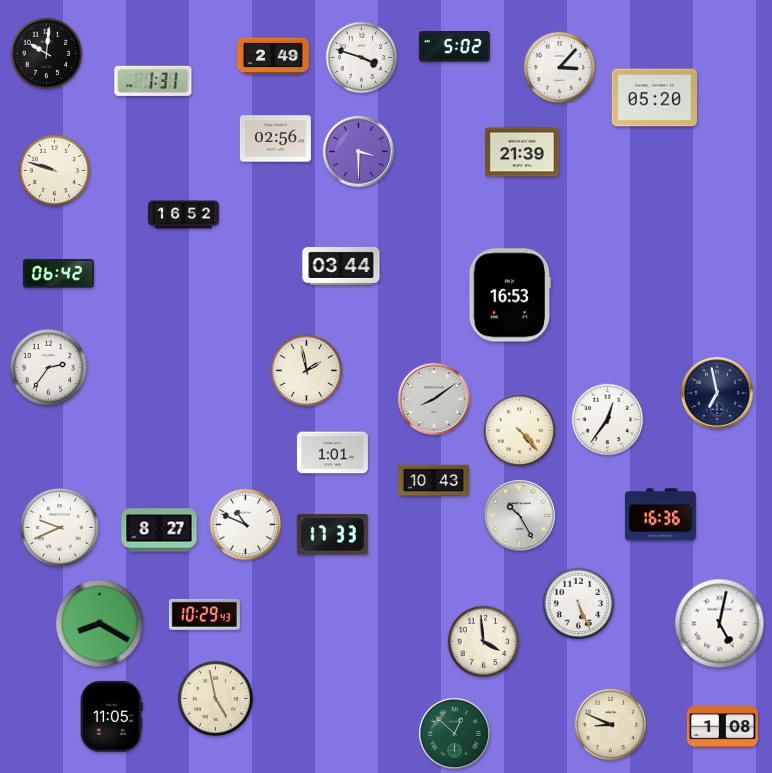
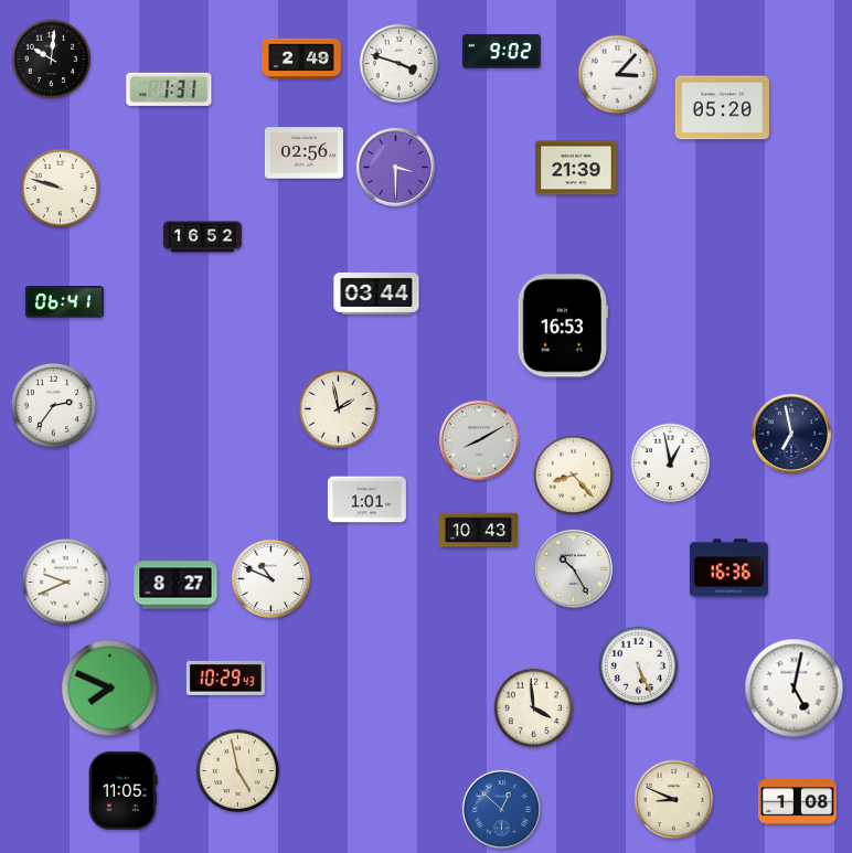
clock at (454, 47): 5:02 -> 9:02
clock at (274, 56) position: (274, 56) -> (302, 58)
clock at (58, 274): 06:42 -> 06:41
clock at (434, 399): 8:09 -> 8:10
clock at (608, 420): 12:36 -> 12:58
clock at (520, 431): 4:23 -> 8:23
clock at (332, 535): 17:33 -> none
clock at (100, 624): 8:20 -> 7:49
clock at (454, 733) dial: green -> blue
